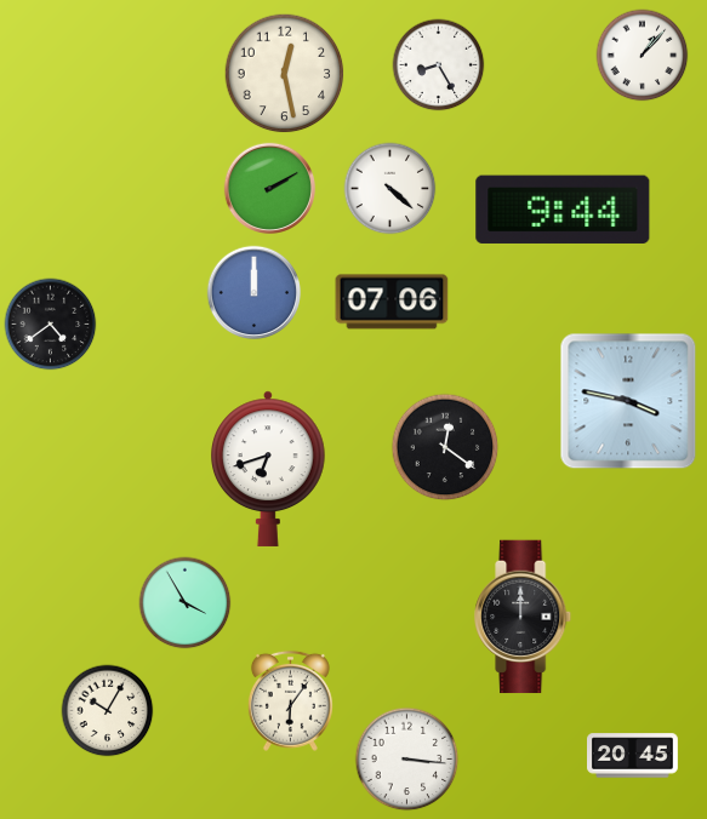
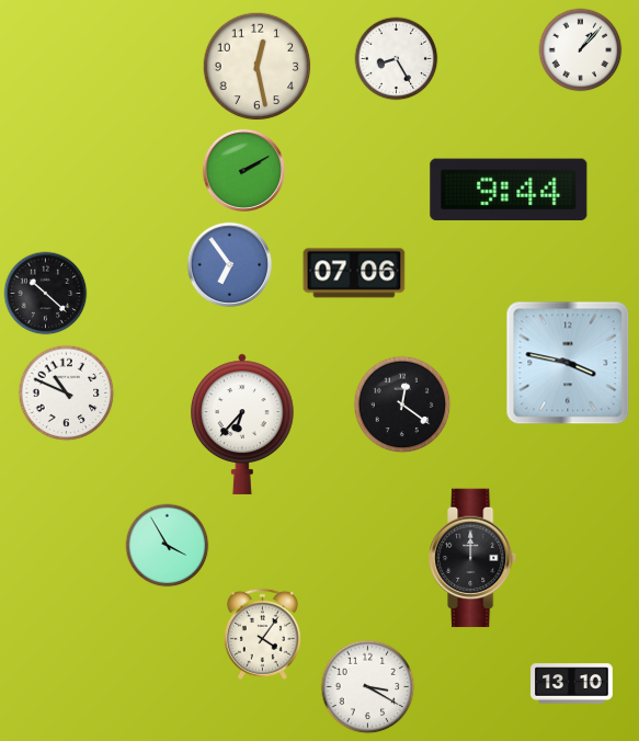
clock at (390, 189): 4:22 -> none
clock at (255, 293): 12:00 -> 6:54
clock at (51, 325): 4:39 -> 10:22
clock at (67, 394): none -> 10:49
clock at (269, 469): 6:42 -> 6:37
clock at (290, 700): 6:06 -> 4:06
clock at (108, 711): 10:05 -> none
clock at (633, 756): 20:45 -> 13:10
clock at (407, 760): 3:16 -> 3:20
